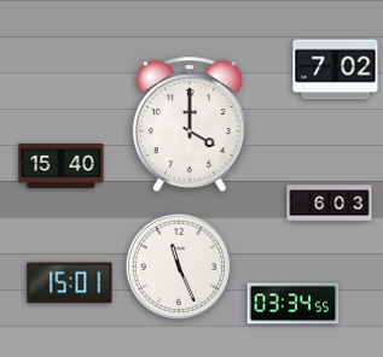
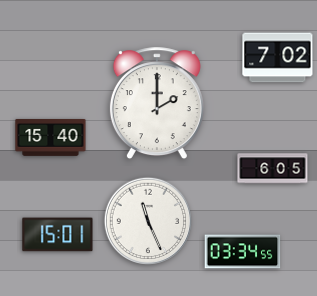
clock at (190, 125): 4:00 -> 2:00
clock at (330, 204): 6:03 -> 6:05
